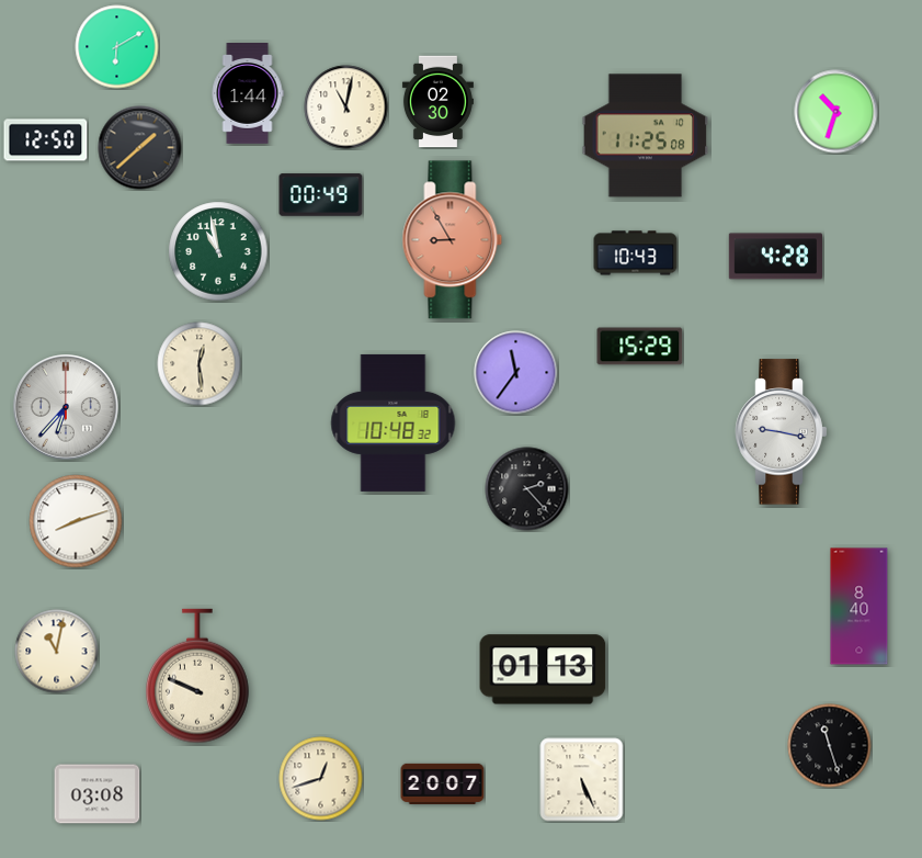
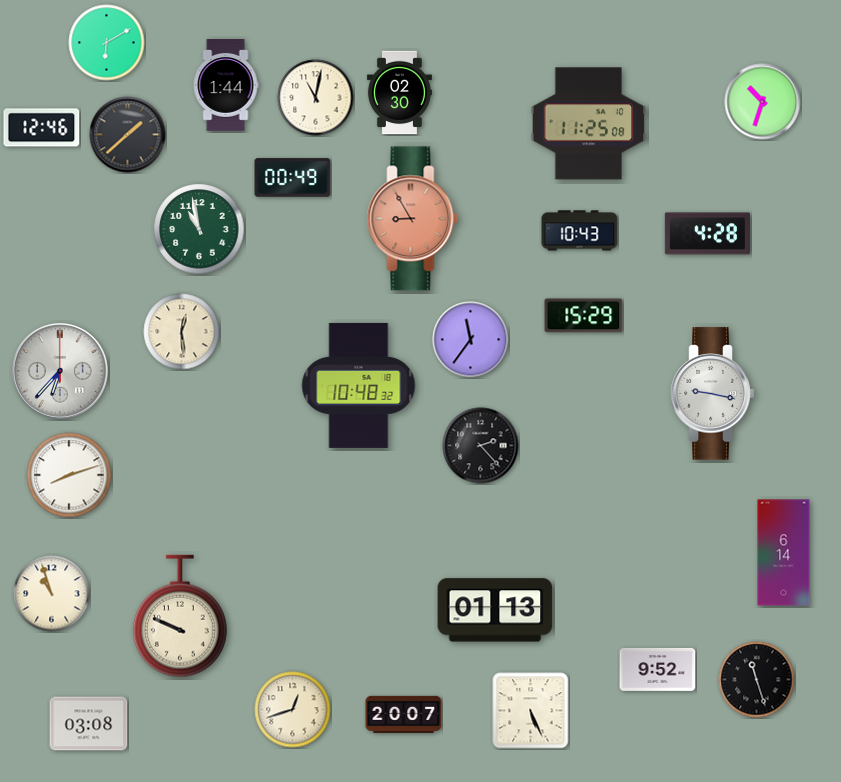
clock at (46, 140): 12:50 -> 12:46
clock at (860, 607): 8:40 -> 6:14
clock at (57, 652): 11:02 -> 10:57
clock at (658, 669): none -> 9:52
